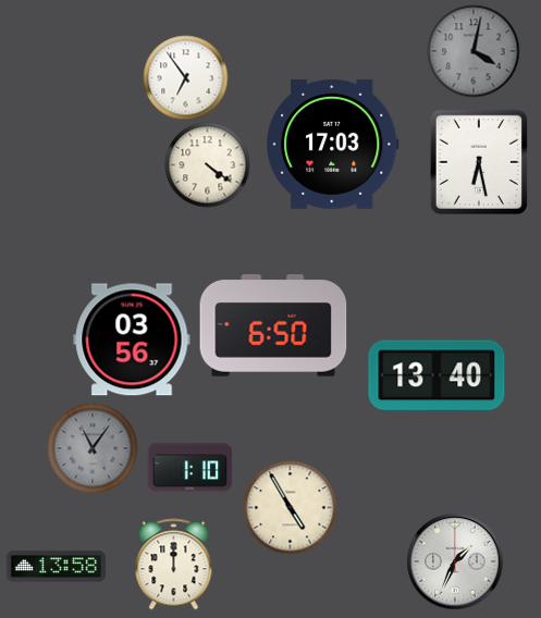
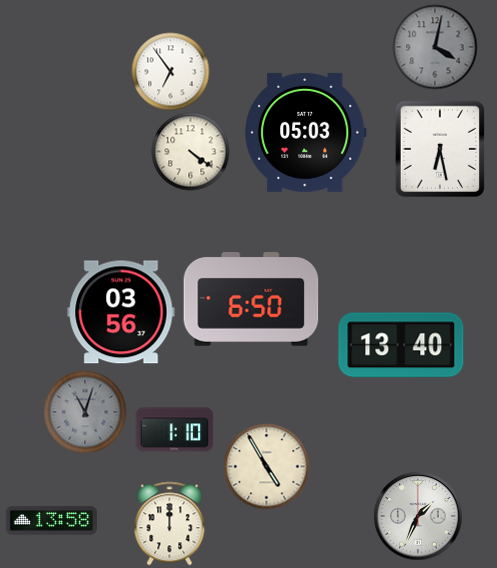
clock at (332, 144): 17:03 -> 05:03
clock at (93, 448): 11:06 -> 11:03
clock at (174, 564) position: (174, 564) -> (170, 523)
